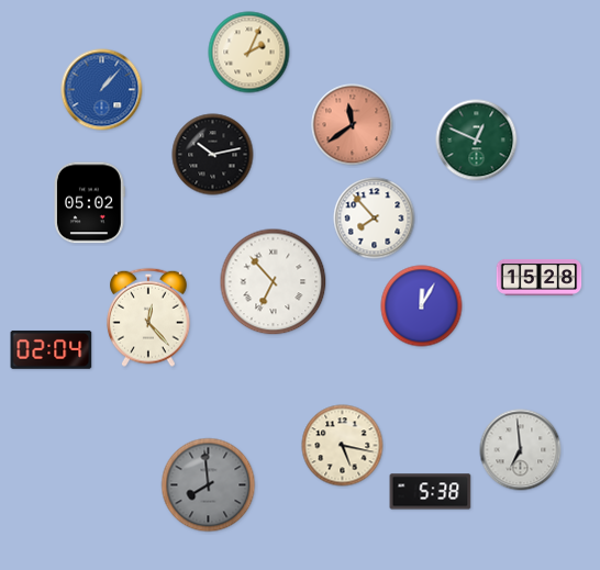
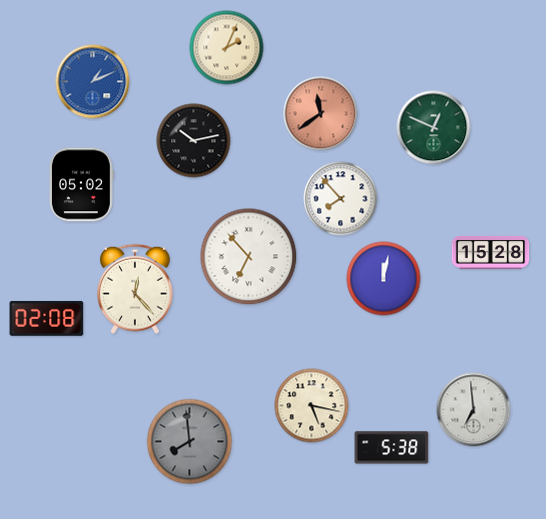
clock at (102, 90): 1:07 -> 1:11
clock at (422, 306): 12:05 -> 12:02
clock at (52, 349): 02:04 -> 02:08
